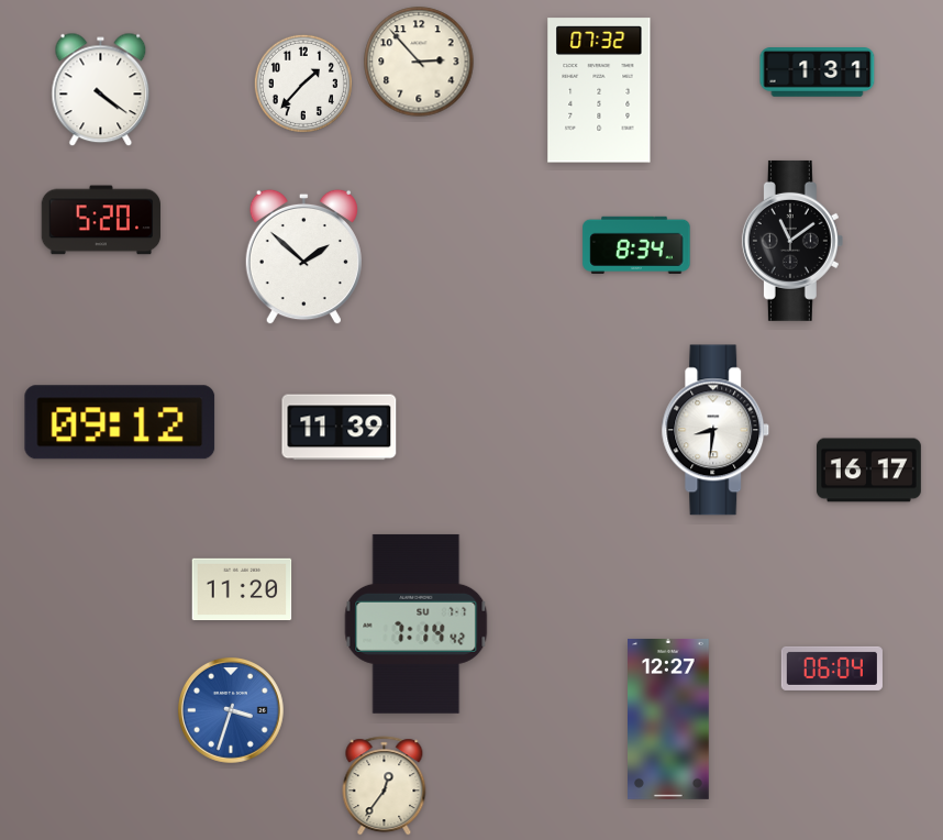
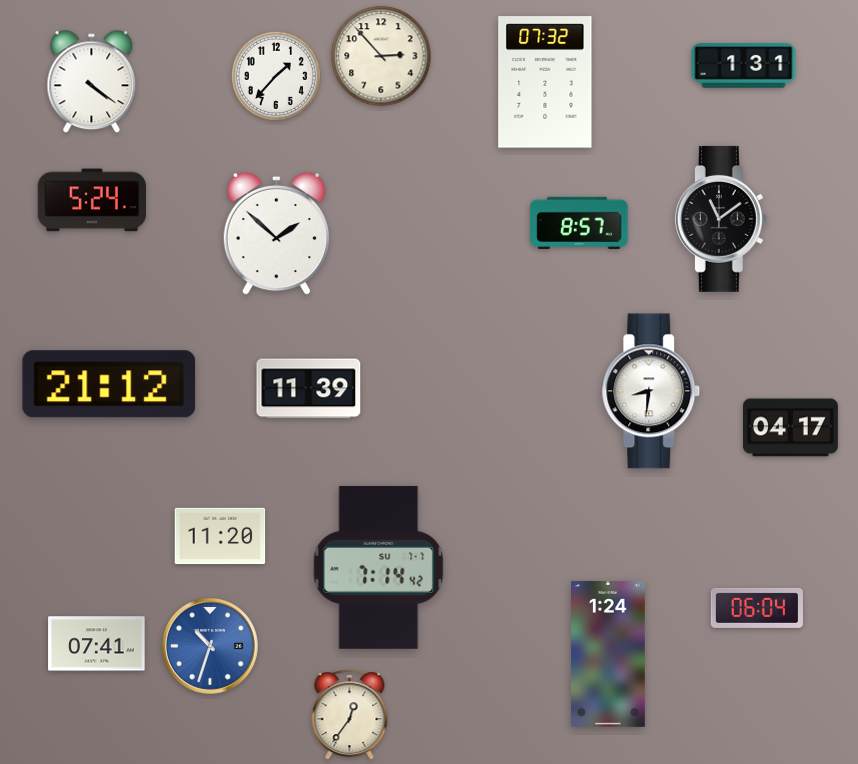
clock at (100, 220): 5:20 -> 5:24
clock at (636, 244): 8:34 -> 8:57
clock at (120, 422): 09:12 -> 21:12
clock at (869, 471): 16:17 -> 04:17
clock at (97, 644): none -> 07:41
clock at (231, 710): 3:33 -> 10:33
clock at (669, 719): 12:27 -> 1:24
